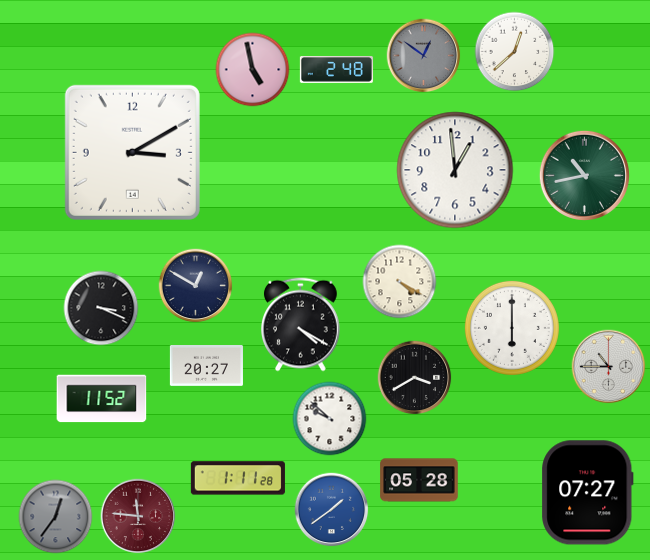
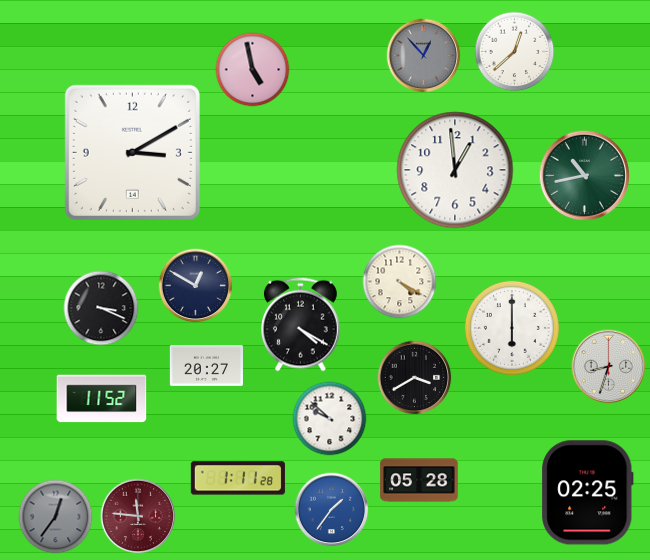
clock at (424, 56): 12:51 -> 12:53
clock at (336, 70): 2:48 -> none
clock at (609, 367): 10:45 -> 8:33
clock at (588, 493): 07:27 -> 02:25
clock at (332, 510): 1:39 -> 1:36
